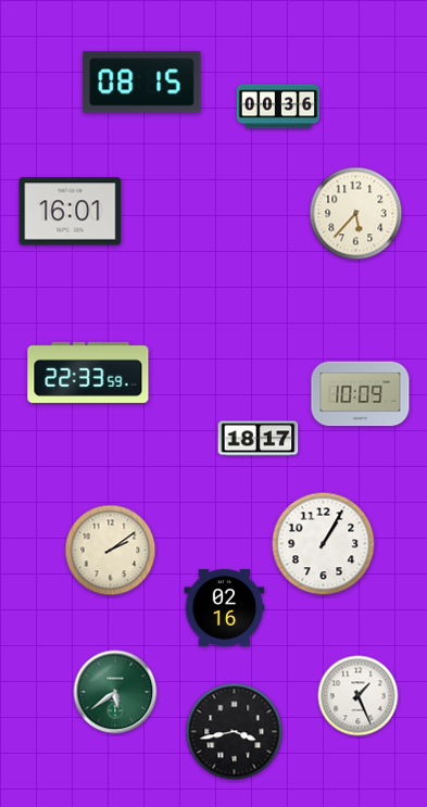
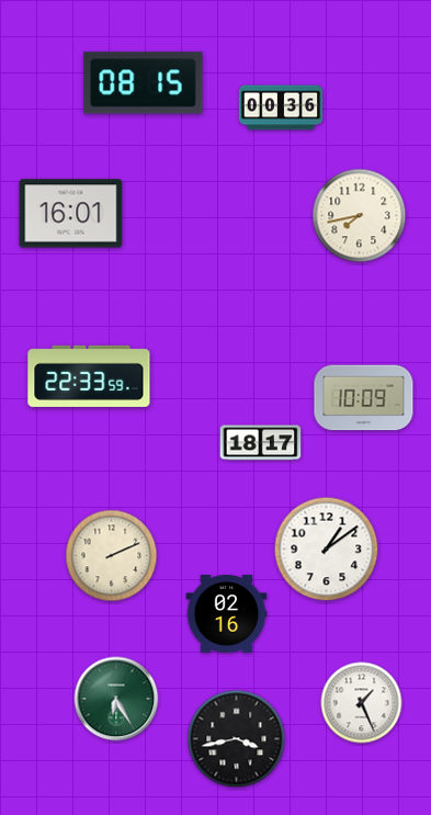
clock at (356, 214): 5:37 -> 7:43
clock at (324, 544): 1:05 -> 1:09
clock at (111, 551): 2:09 -> 2:11
clock at (115, 692): 5:39 -> 6:25
